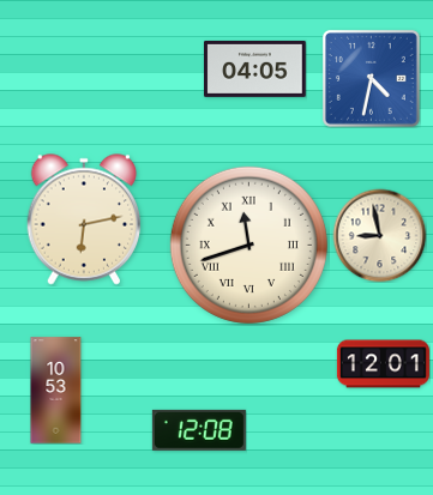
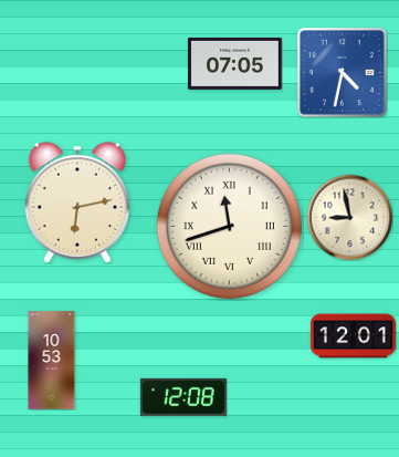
clock at (255, 68): 04:05 -> 07:05
